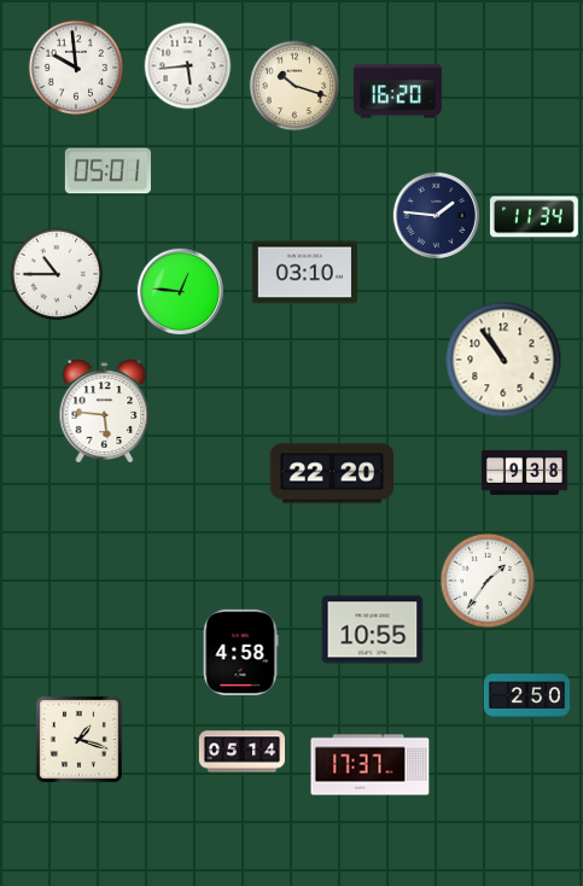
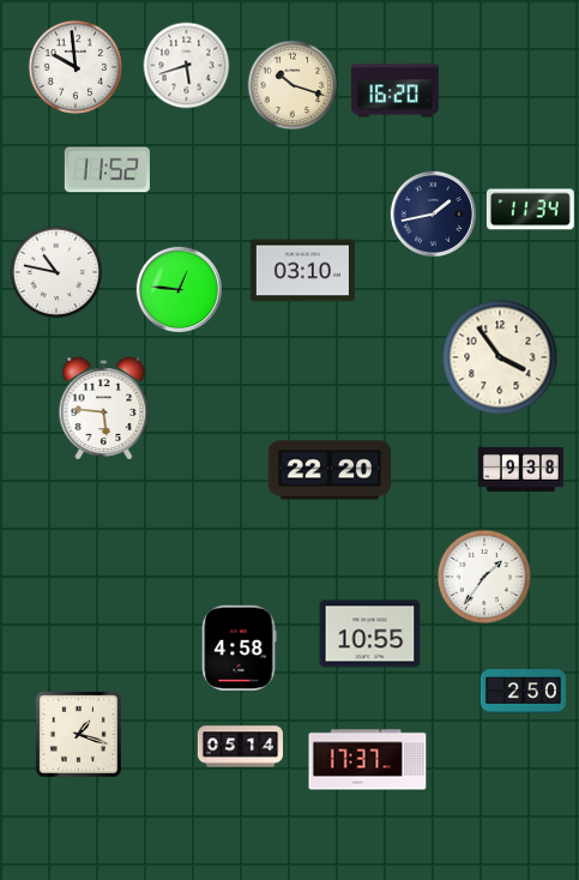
clock at (188, 66): 5:44 -> 5:42
clock at (107, 171): 05:01 -> 11:52
clock at (436, 215): 1:46 -> 1:43
clock at (534, 217) position: (534, 217) -> (530, 210)
clock at (57, 274): 10:45 -> 10:47
clock at (503, 360): 10:54 -> 3:54
clock at (373, 630) position: (373, 630) -> (370, 634)
